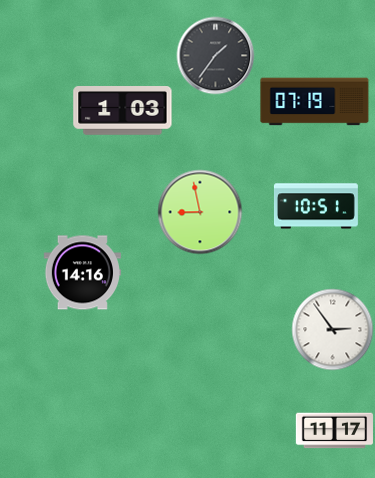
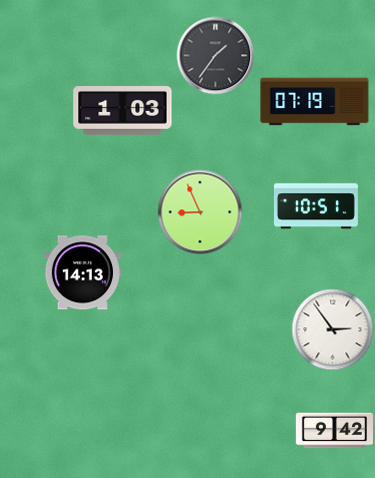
clock at (200, 212): 8:58 -> 8:56
clock at (82, 273): 14:16 -> 14:13
clock at (334, 431): 11:17 -> 9:42
